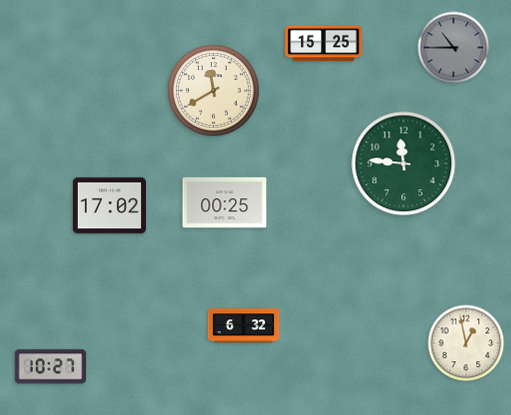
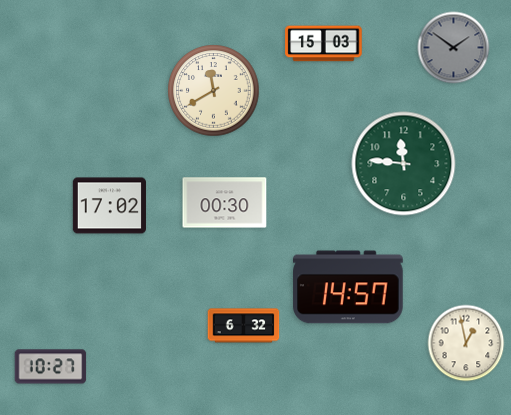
clock at (324, 44): 15:25 -> 15:03
clock at (454, 48): 10:45 -> 1:51
clock at (225, 203): 00:25 -> 00:30
clock at (348, 287): none -> 14:57
